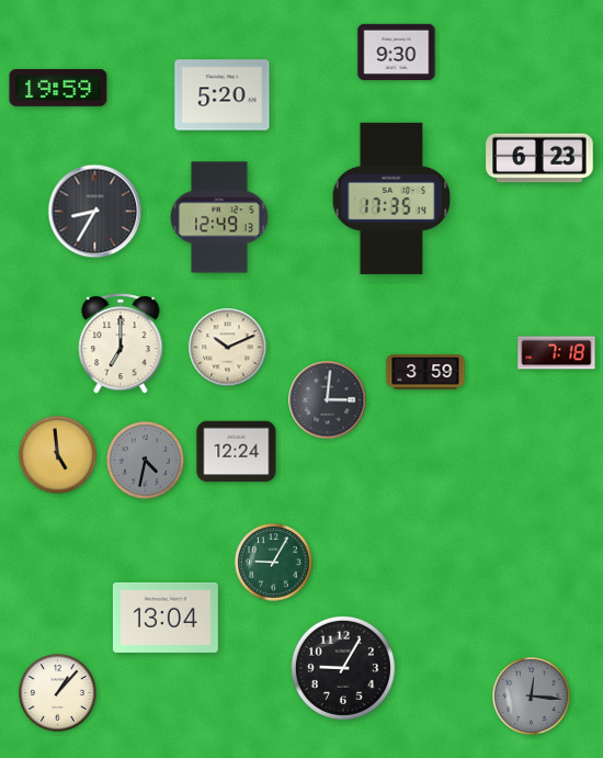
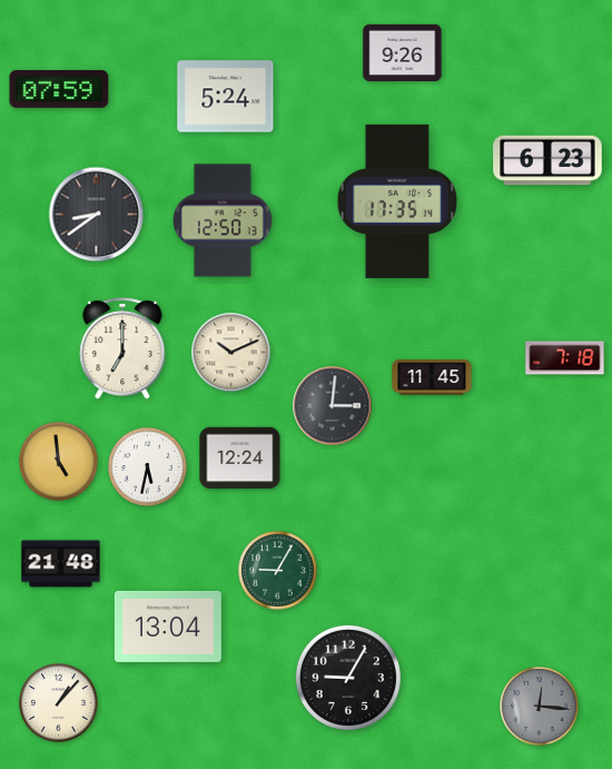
clock at (397, 52): 9:30 -> 9:26
clock at (58, 88): 19:59 -> 07:59
clock at (223, 95): 5:20 -> 5:24
clock at (95, 212): 8:35 -> 8:39
clock at (219, 217): 12:49 -> 12:50
clock at (425, 372): 3:59 -> 11:45
clock at (146, 461): 4:32 -> 5:32
clock at (146, 461) dial: grey -> white
clock at (61, 564): none -> 21:48
